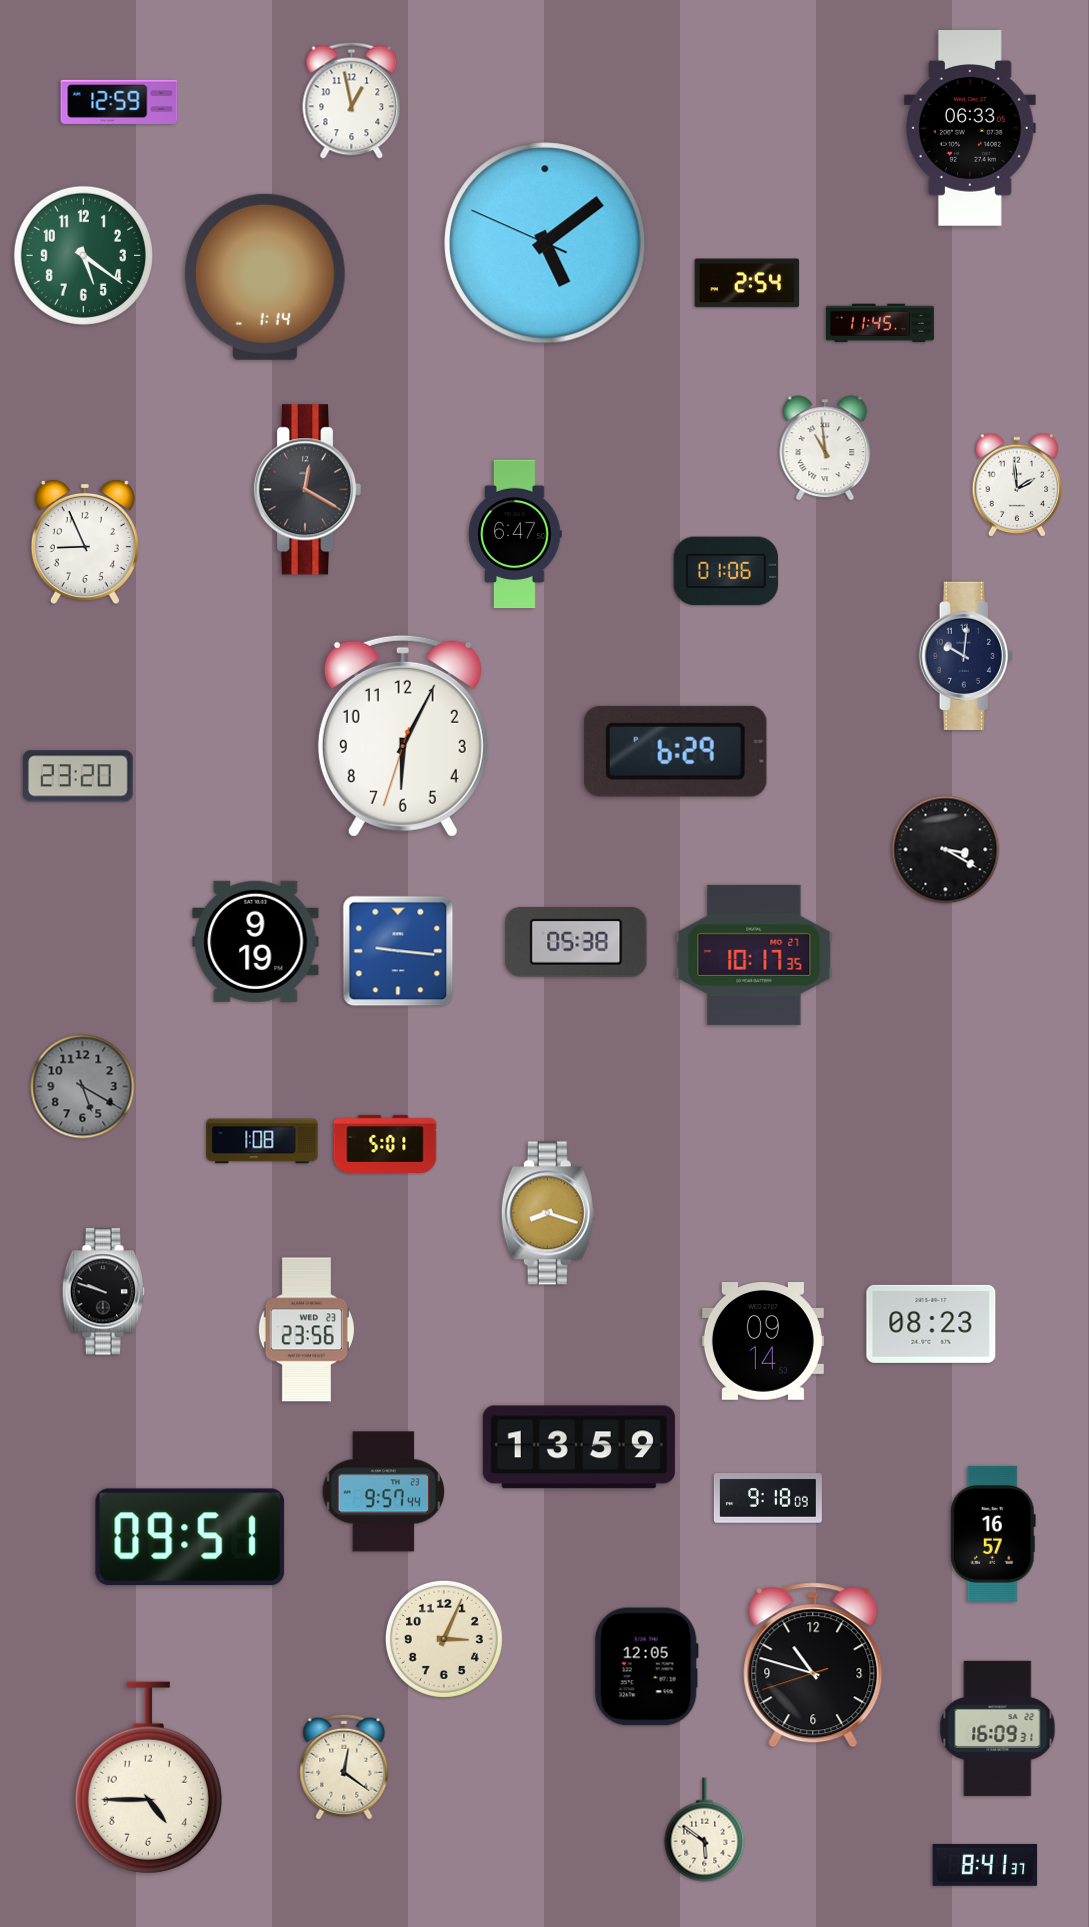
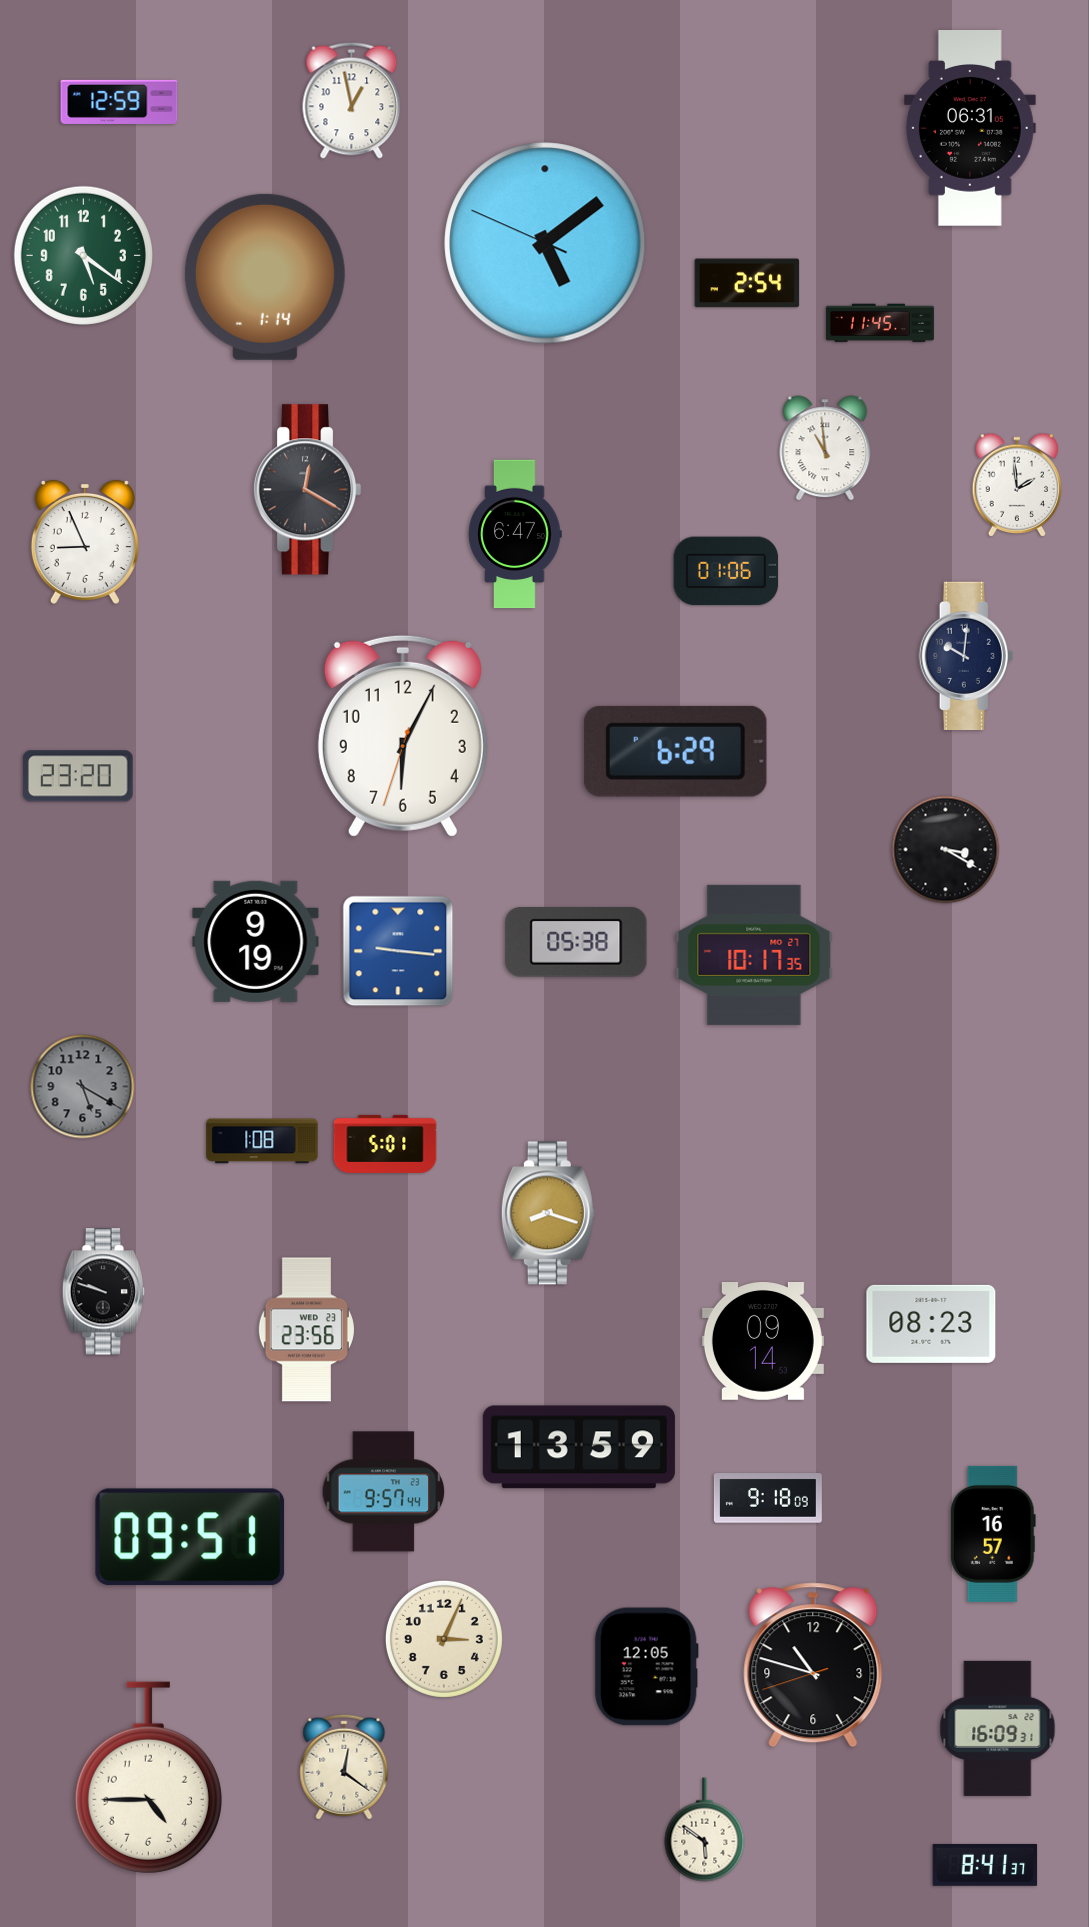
clock at (970, 129): 06:33 -> 06:31
